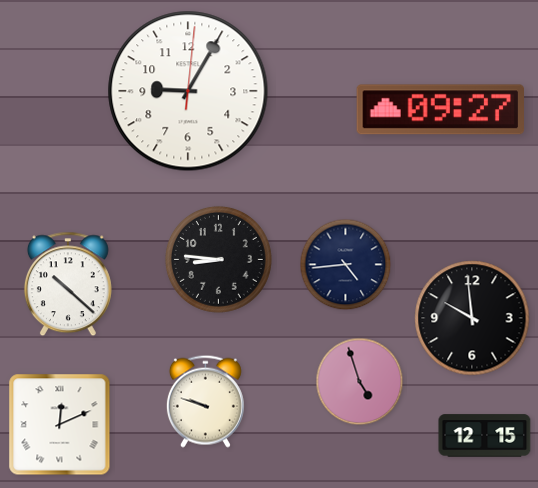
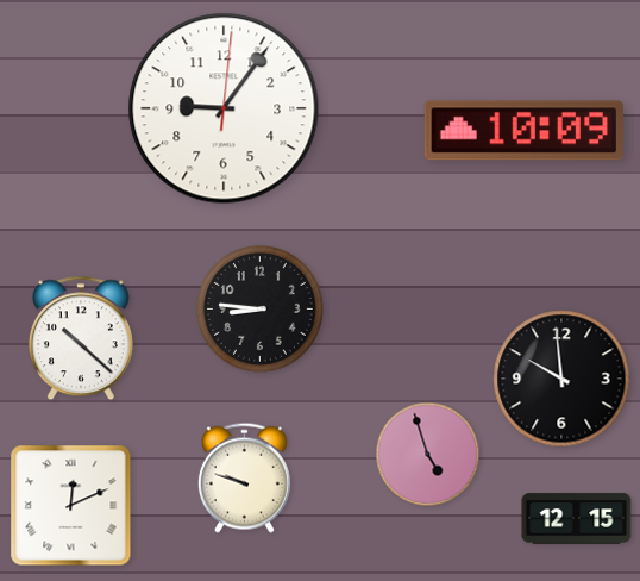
clock at (188, 91): 9:05 -> 9:06
clock at (440, 110): 09:27 -> 10:09
clock at (346, 265): 4:44 -> none
